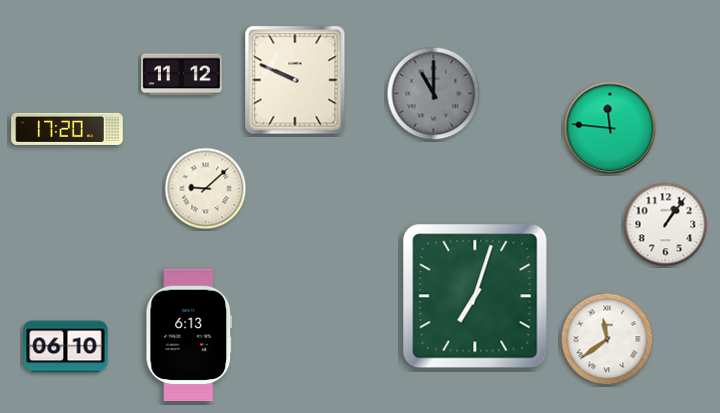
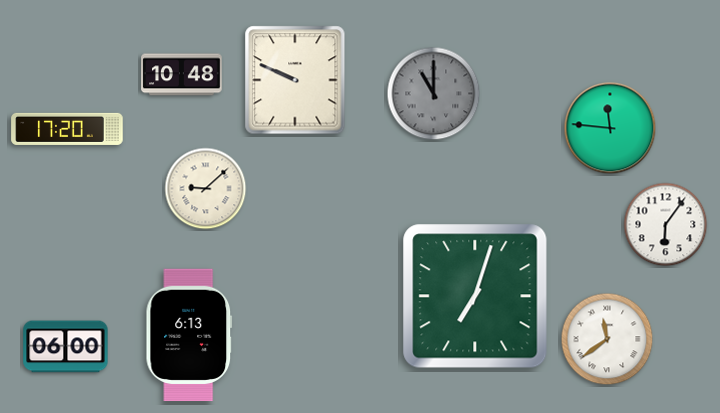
clock at (182, 75): 11:12 -> 10:48
clock at (666, 225): 1:06 -> 6:06
clock at (66, 347): 06:10 -> 06:00
